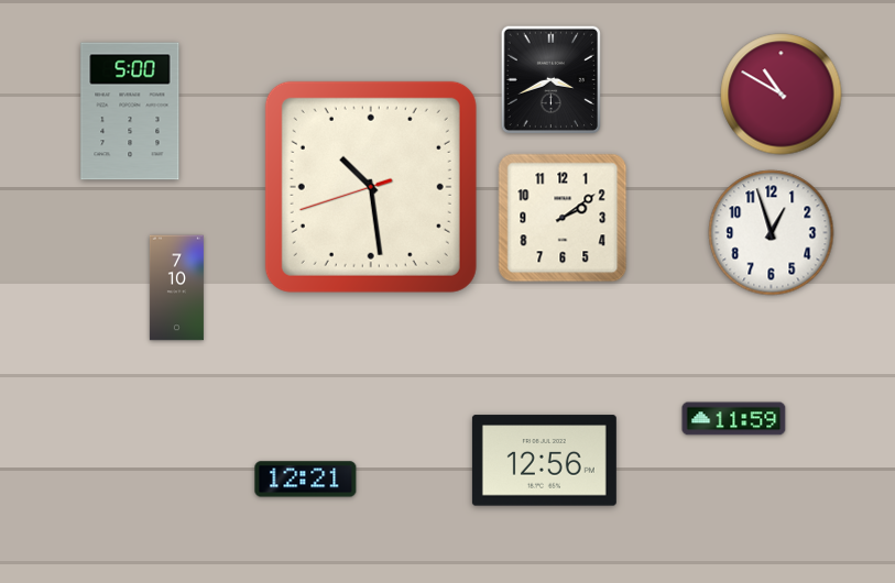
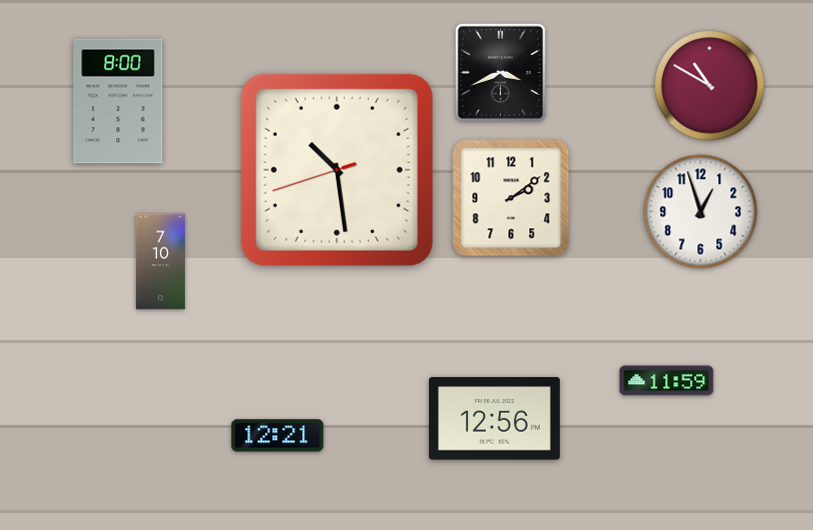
clock at (130, 111): 5:00 -> 8:00
